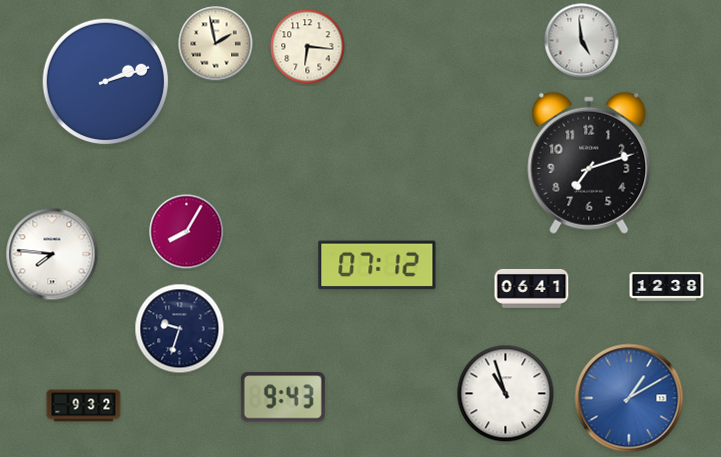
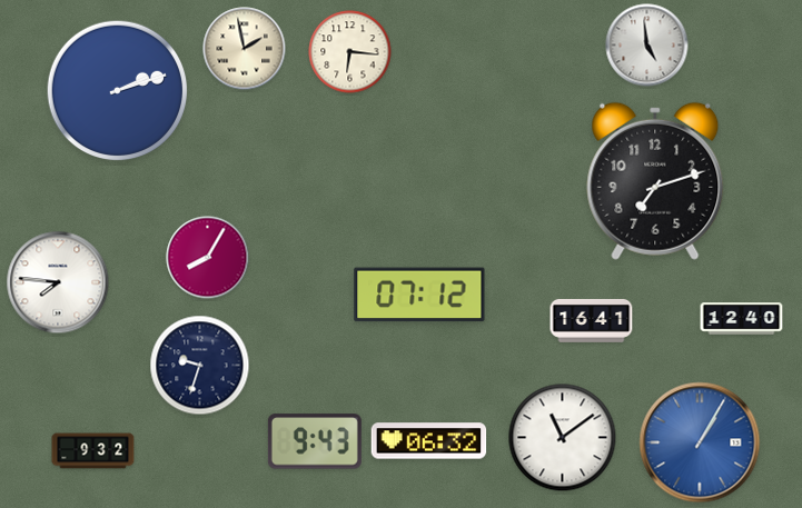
clock at (216, 44) position: (216, 44) -> (245, 49)
clock at (308, 47) position: (308, 47) -> (350, 52)
clock at (667, 287): 12:38 -> 12:40
clock at (532, 288): 06:41 -> 16:41
clock at (506, 394): 10:57 -> 11:09
clock at (429, 441): none -> 06:32
clock at (629, 398): 1:10 -> 1:05
